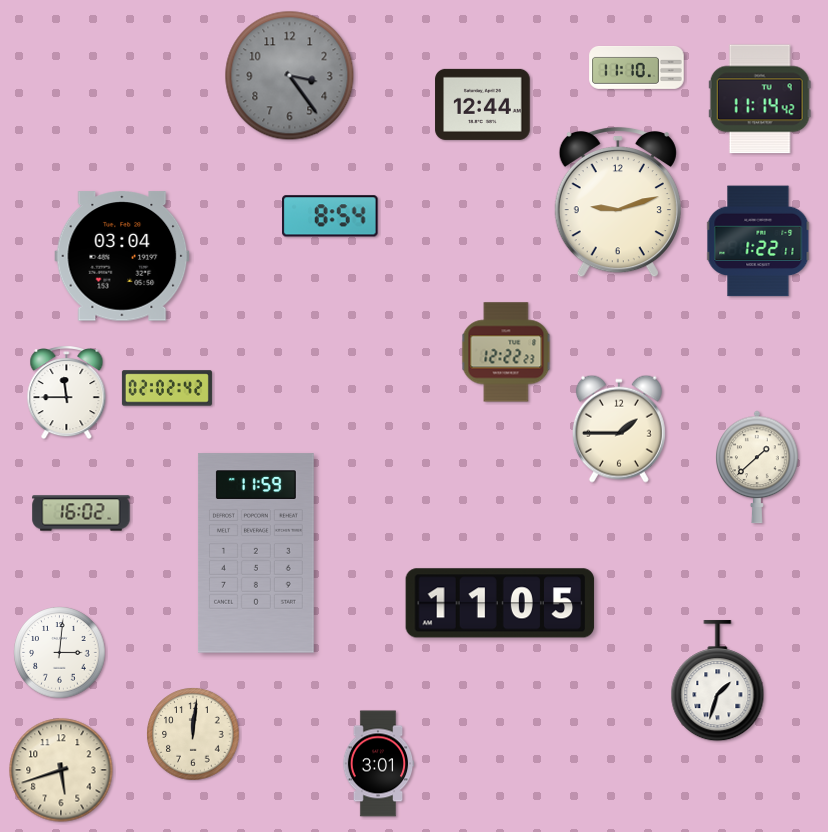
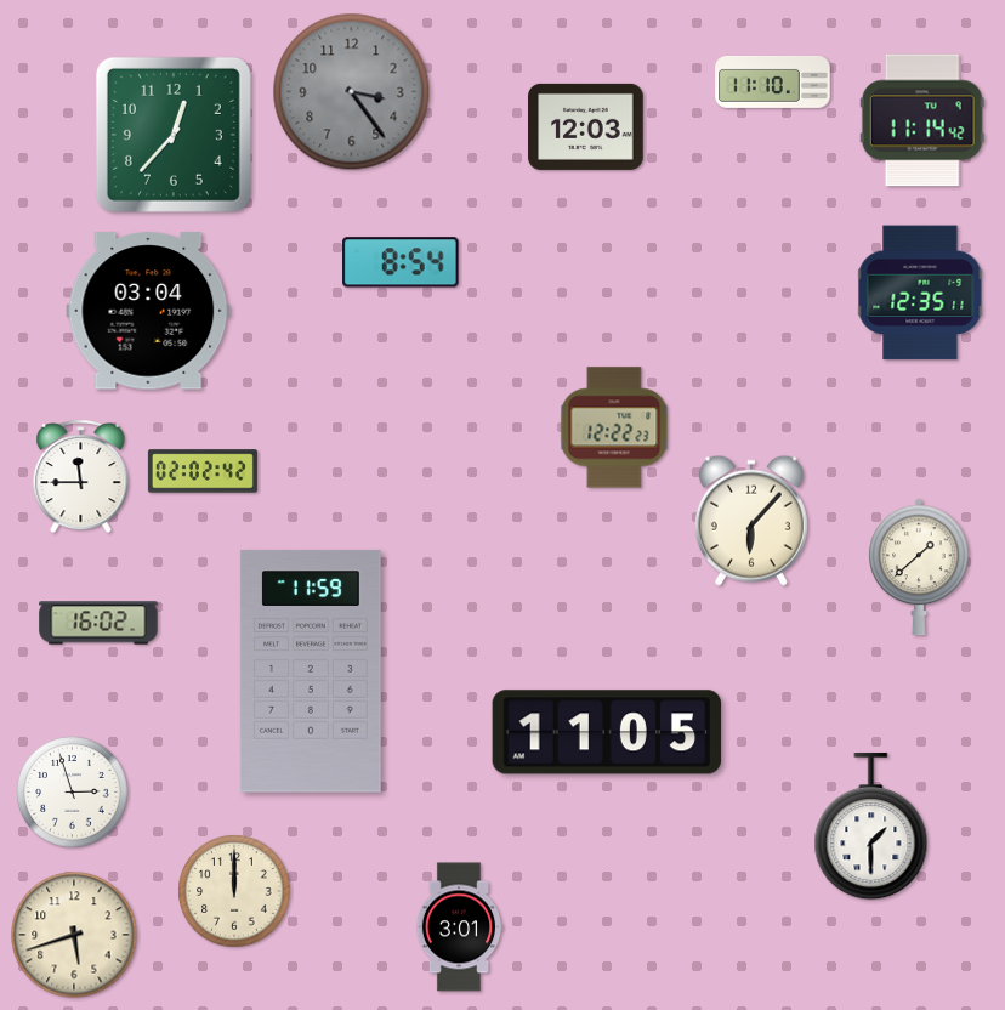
clock at (483, 104): 12:44 -> 12:03
clock at (174, 135): none -> 12:37
clock at (618, 202): 9:12 -> none
clock at (758, 241): 1:22 -> 12:35
clock at (619, 429): 1:45 -> 6:07
clock at (60, 653): 3:01 -> 2:57
clock at (718, 681): 1:33 -> 1:30
clock at (193, 734): 12:01 -> 12:00
